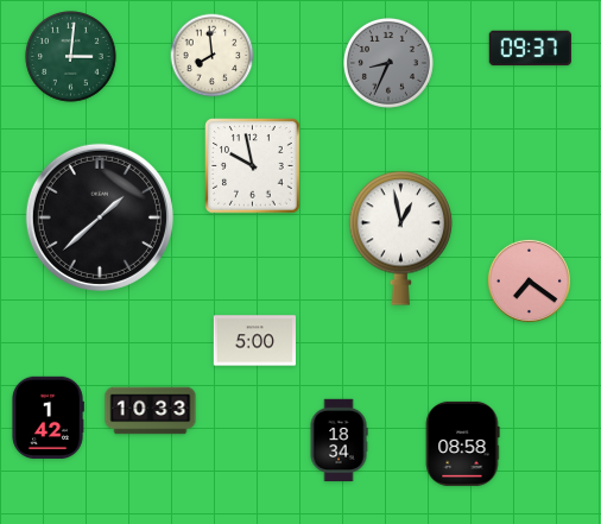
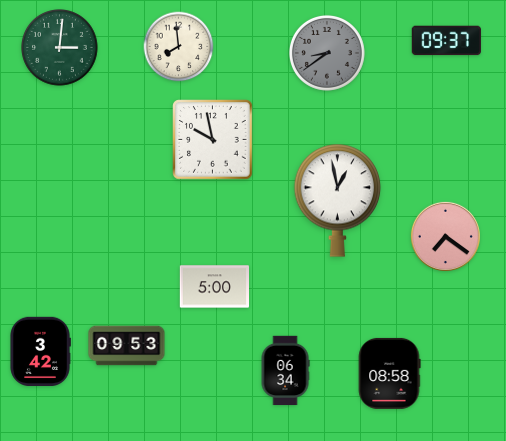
clock at (388, 63): 8:34 -> 8:39
clock at (100, 217): 1:38 -> none
clock at (151, 411): 10:33 -> 09:53
clock at (48, 417): 1:42 -> 3:42
clock at (339, 441): 18:34 -> 06:34
